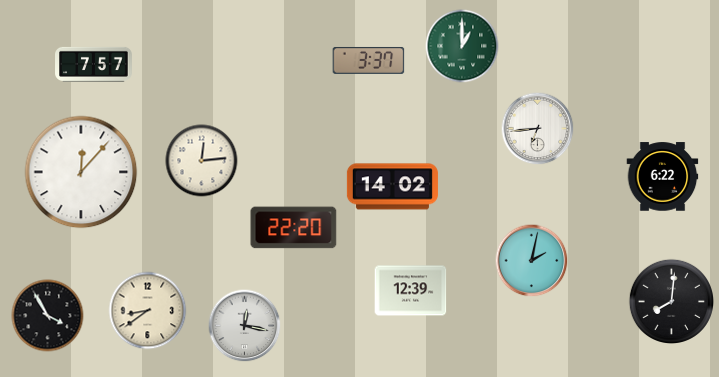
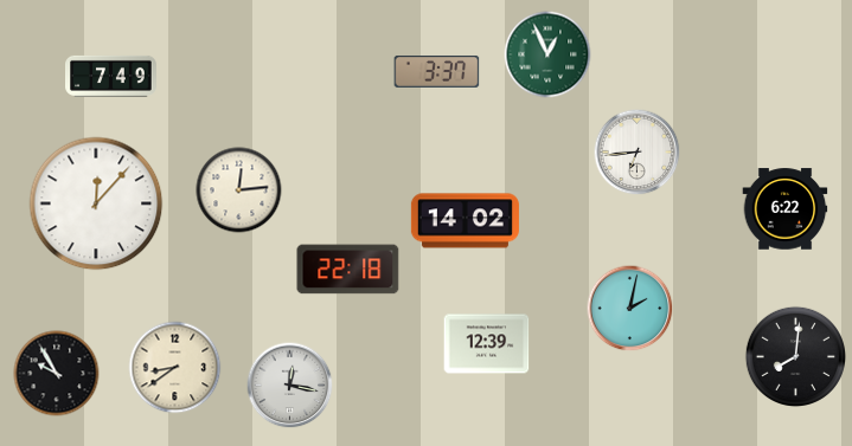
clock at (462, 46): 1:00 -> 12:56
clock at (94, 64): 7:57 -> 7:49
clock at (294, 228): 22:20 -> 22:18
clock at (48, 316): 3:55 -> 9:55
